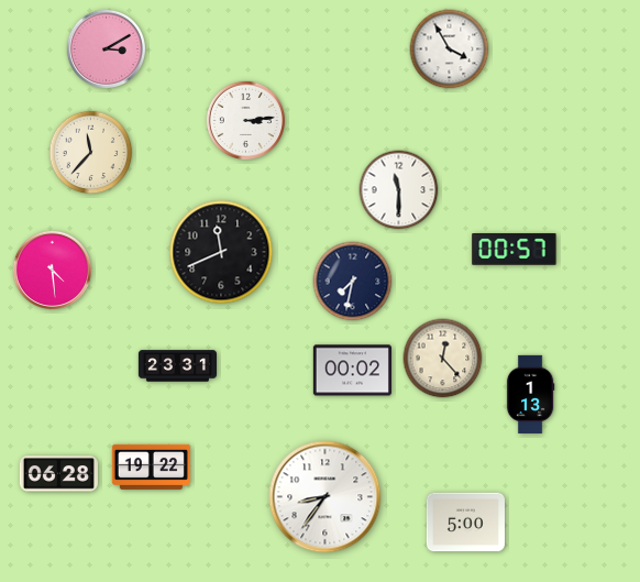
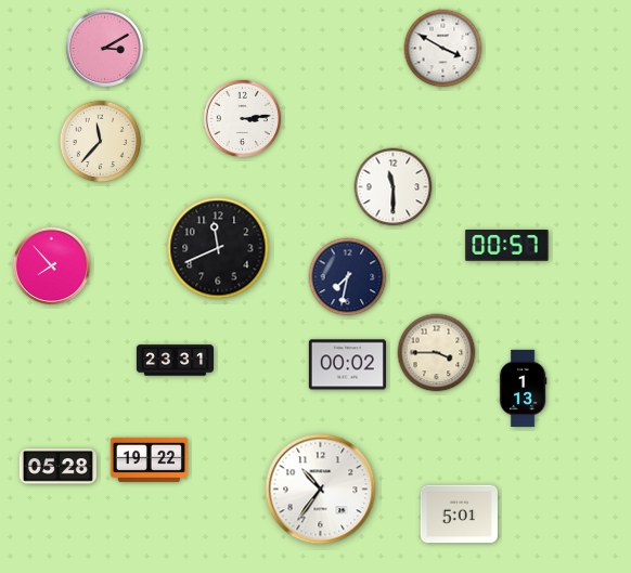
clock at (450, 50): 3:55 -> 3:50
clock at (91, 153) position: (91, 153) -> (101, 142)
clock at (52, 270): 4:29 -> 7:53
clock at (443, 359): 12:23 -> 3:45
clock at (58, 474): 06:28 -> 05:28
clock at (325, 497): 8:36 -> 10:36
clock at (465, 523): 5:00 -> 5:01
